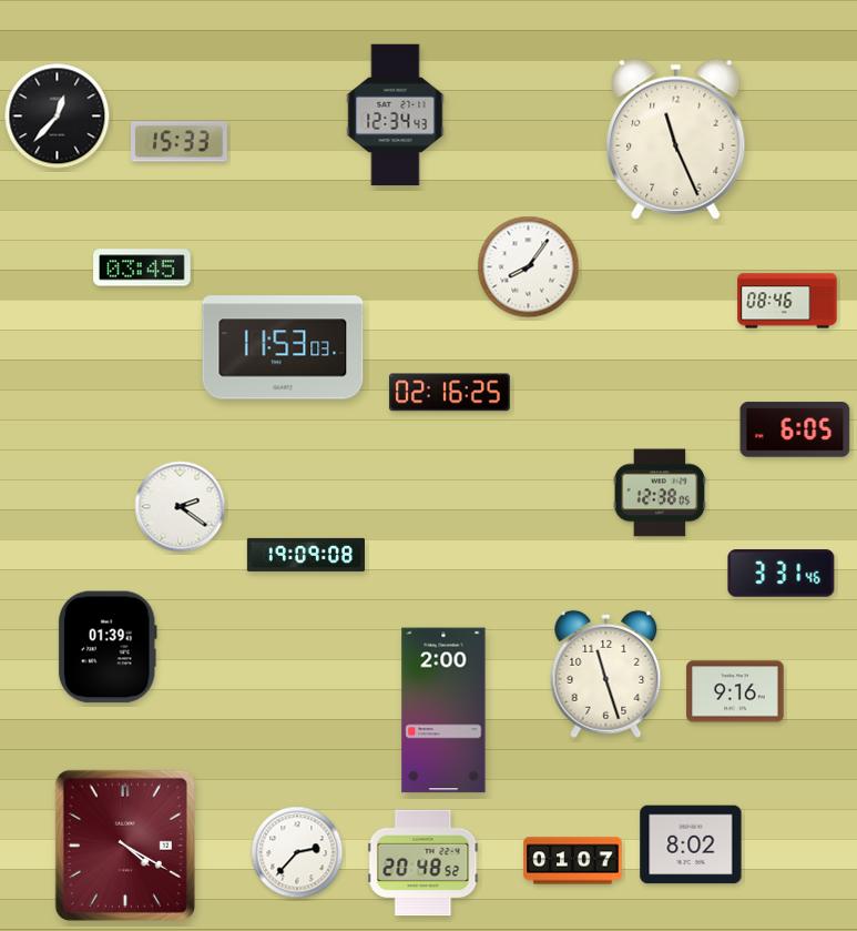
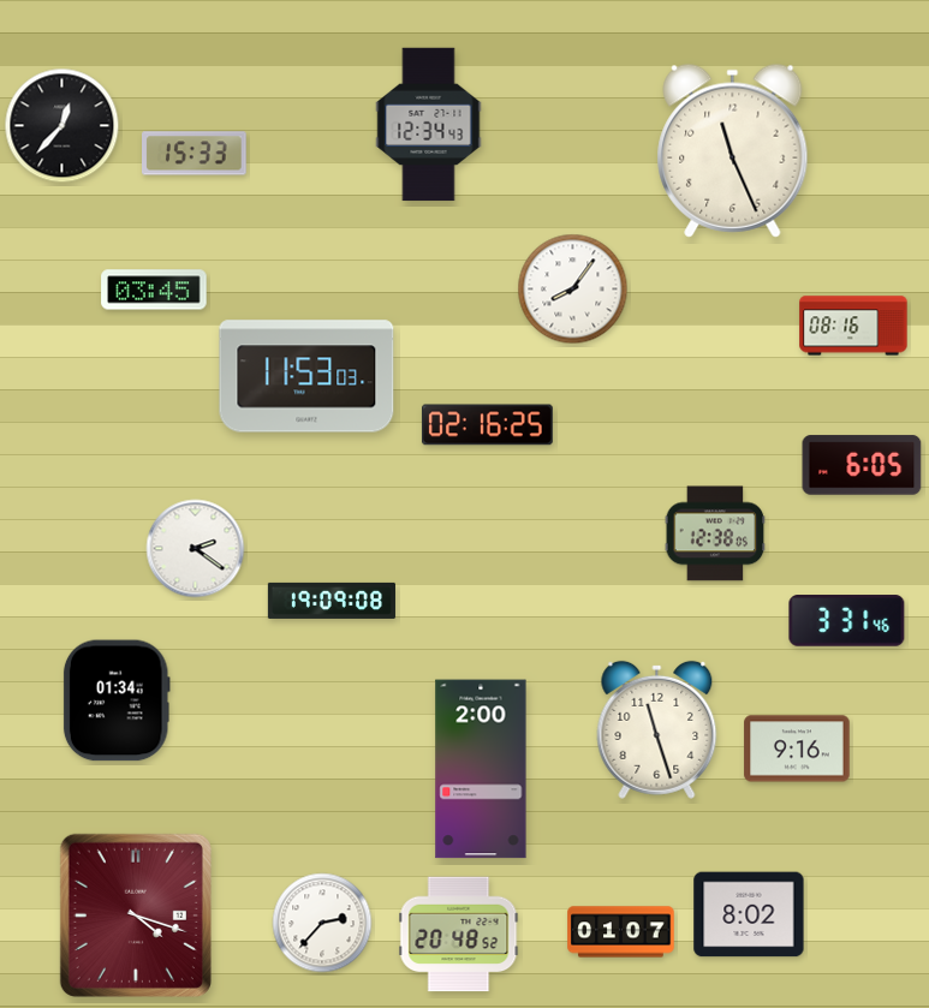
clock at (787, 301): 08:46 -> 08:16
clock at (108, 647): 01:39 -> 01:34
clock at (125, 846): 4:20 -> 4:18
